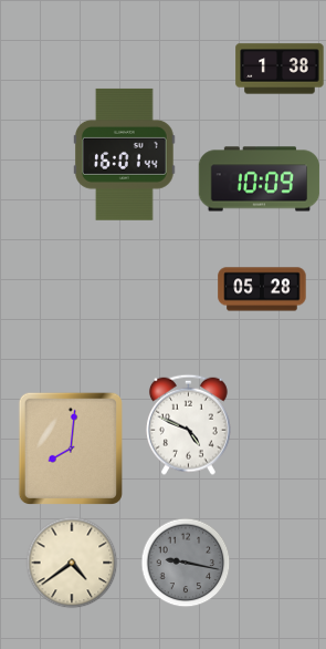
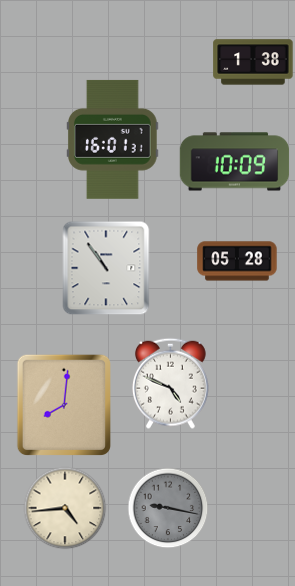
clock at (125, 154): 16:01:44 -> 16:01:31
clock at (106, 268): none -> 10:54
clock at (72, 563): 4:39 -> 4:44
